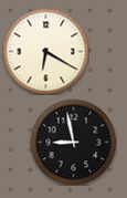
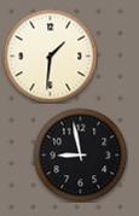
clock at (45, 51): 6:20 -> 1:31
